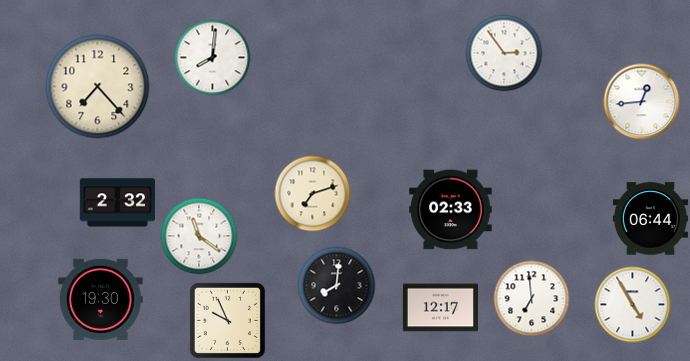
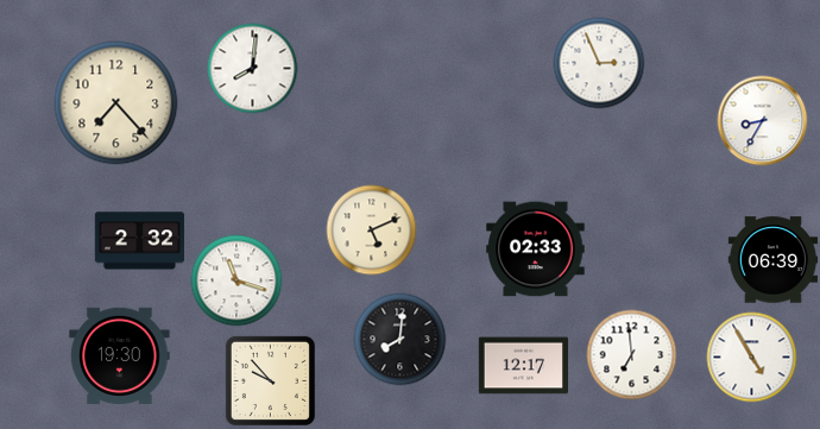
clock at (504, 53): 2:54 -> 2:56
clock at (642, 102): 12:44 -> 8:35
clock at (313, 194): 7:12 -> 5:11
clock at (650, 219): 06:44 -> 06:39
clock at (199, 236): 11:21 -> 11:18
clock at (633, 305) position: (633, 305) -> (752, 358)
clock at (227, 320): 9:56 -> 9:53
